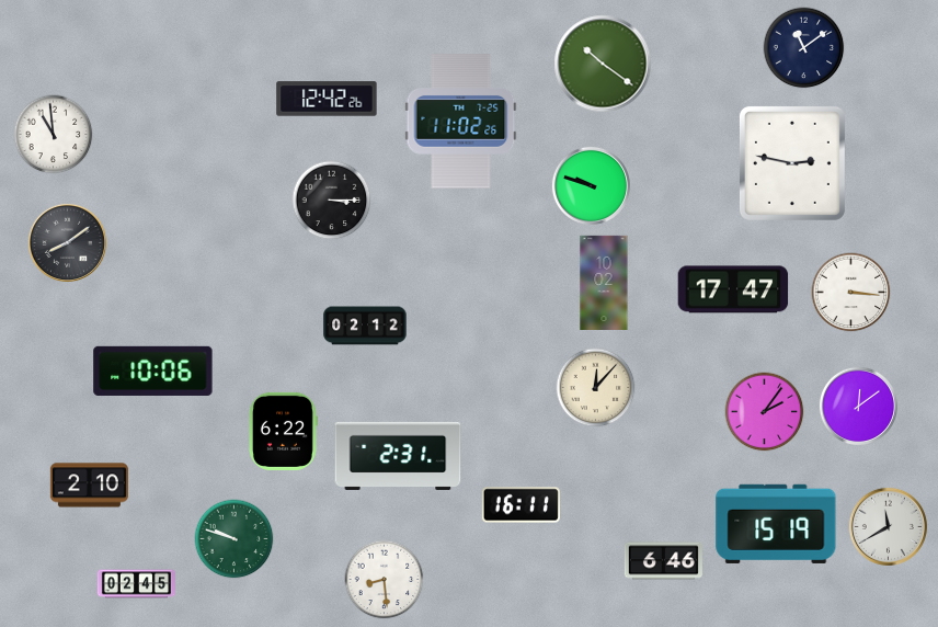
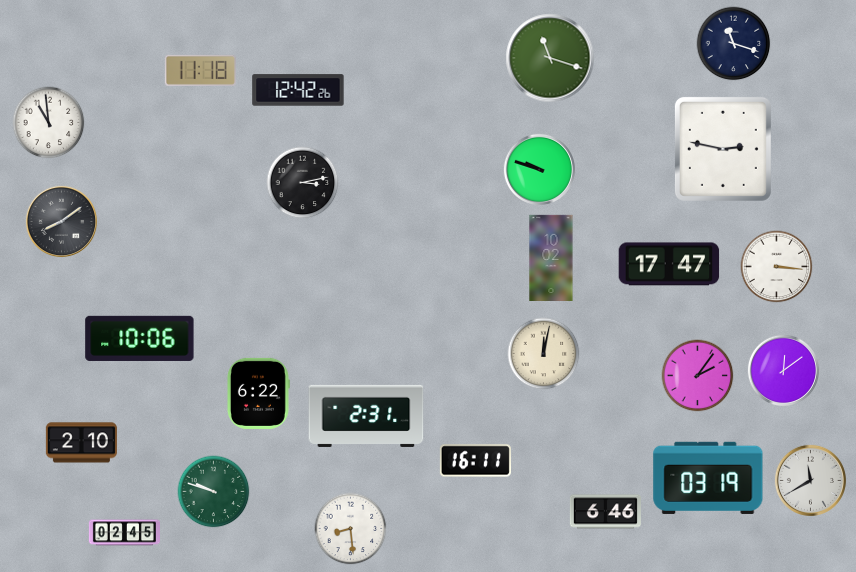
clock at (804, 48): 11:09 -> 11:18
clock at (603, 64): 10:21 -> 11:18
clock at (200, 70): none -> 11:18
clock at (461, 122): 11:02 -> none
clock at (332, 201): 3:15 -> 3:13
clock at (365, 326): 02:12 -> none
clock at (596, 388): 12:07 -> 12:02
clock at (398, 456) position: (398, 456) -> (366, 416)
clock at (776, 524): 15:19 -> 03:19
